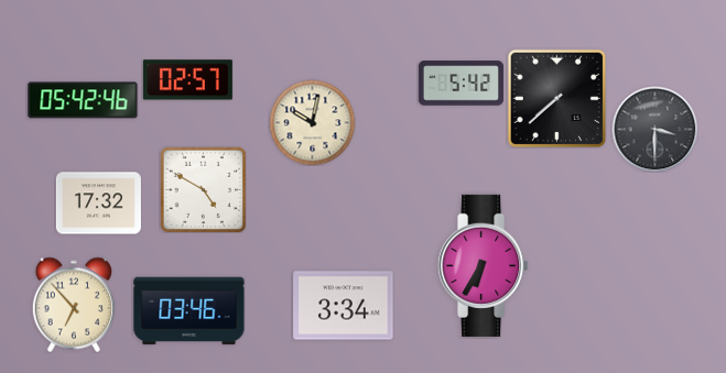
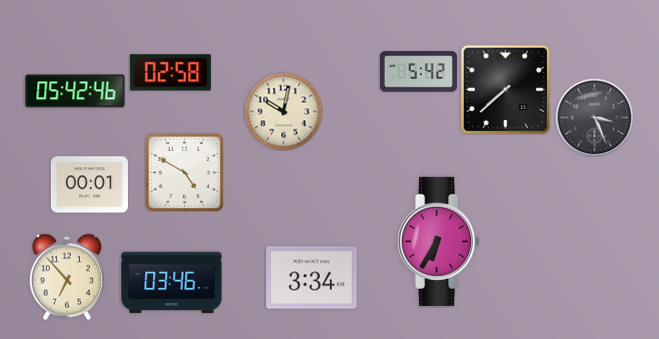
clock at (187, 80): 02:57 -> 02:58
clock at (460, 84) position: (460, 84) -> (418, 72)
clock at (654, 129): 3:30 -> 3:26
clock at (98, 204): 17:32 -> 00:01
